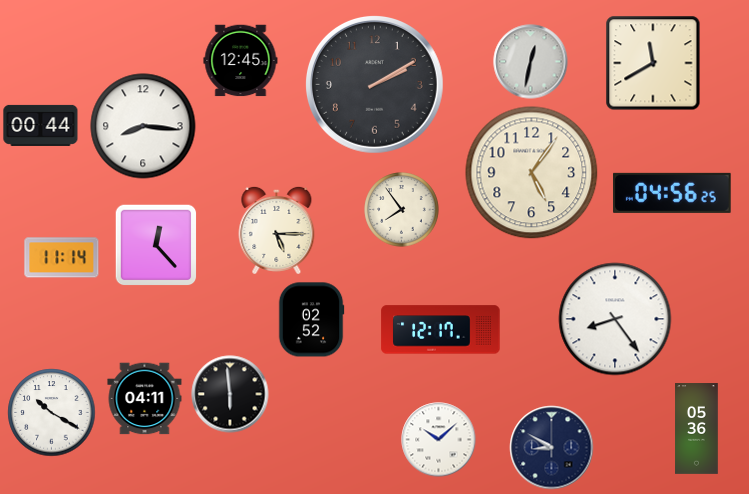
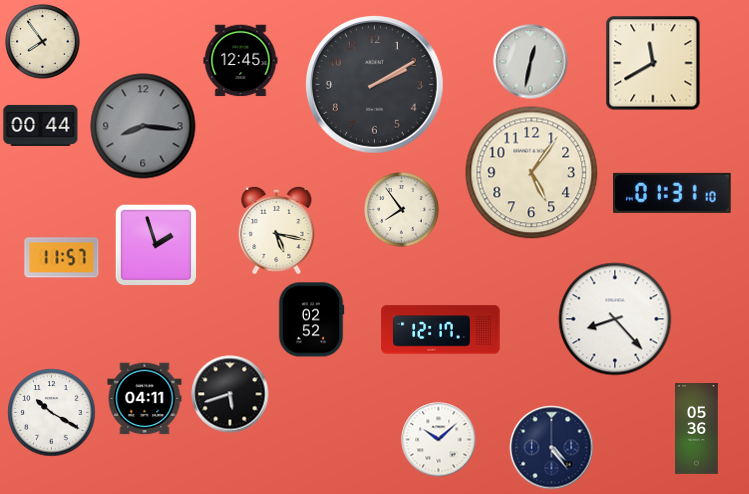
clock at (43, 42): none -> 7:54
clock at (143, 126) dial: white -> grey
clock at (672, 193): 04:56 -> 01:31
clock at (277, 230): 5:15 -> 5:17
clock at (156, 245): 12:23 -> 1:57
clock at (62, 258): 11:14 -> 11:57
clock at (615, 319): 8:24 -> 8:23
clock at (230, 394): 5:59 -> 5:42
clock at (552, 448): 8:50 -> 4:24
